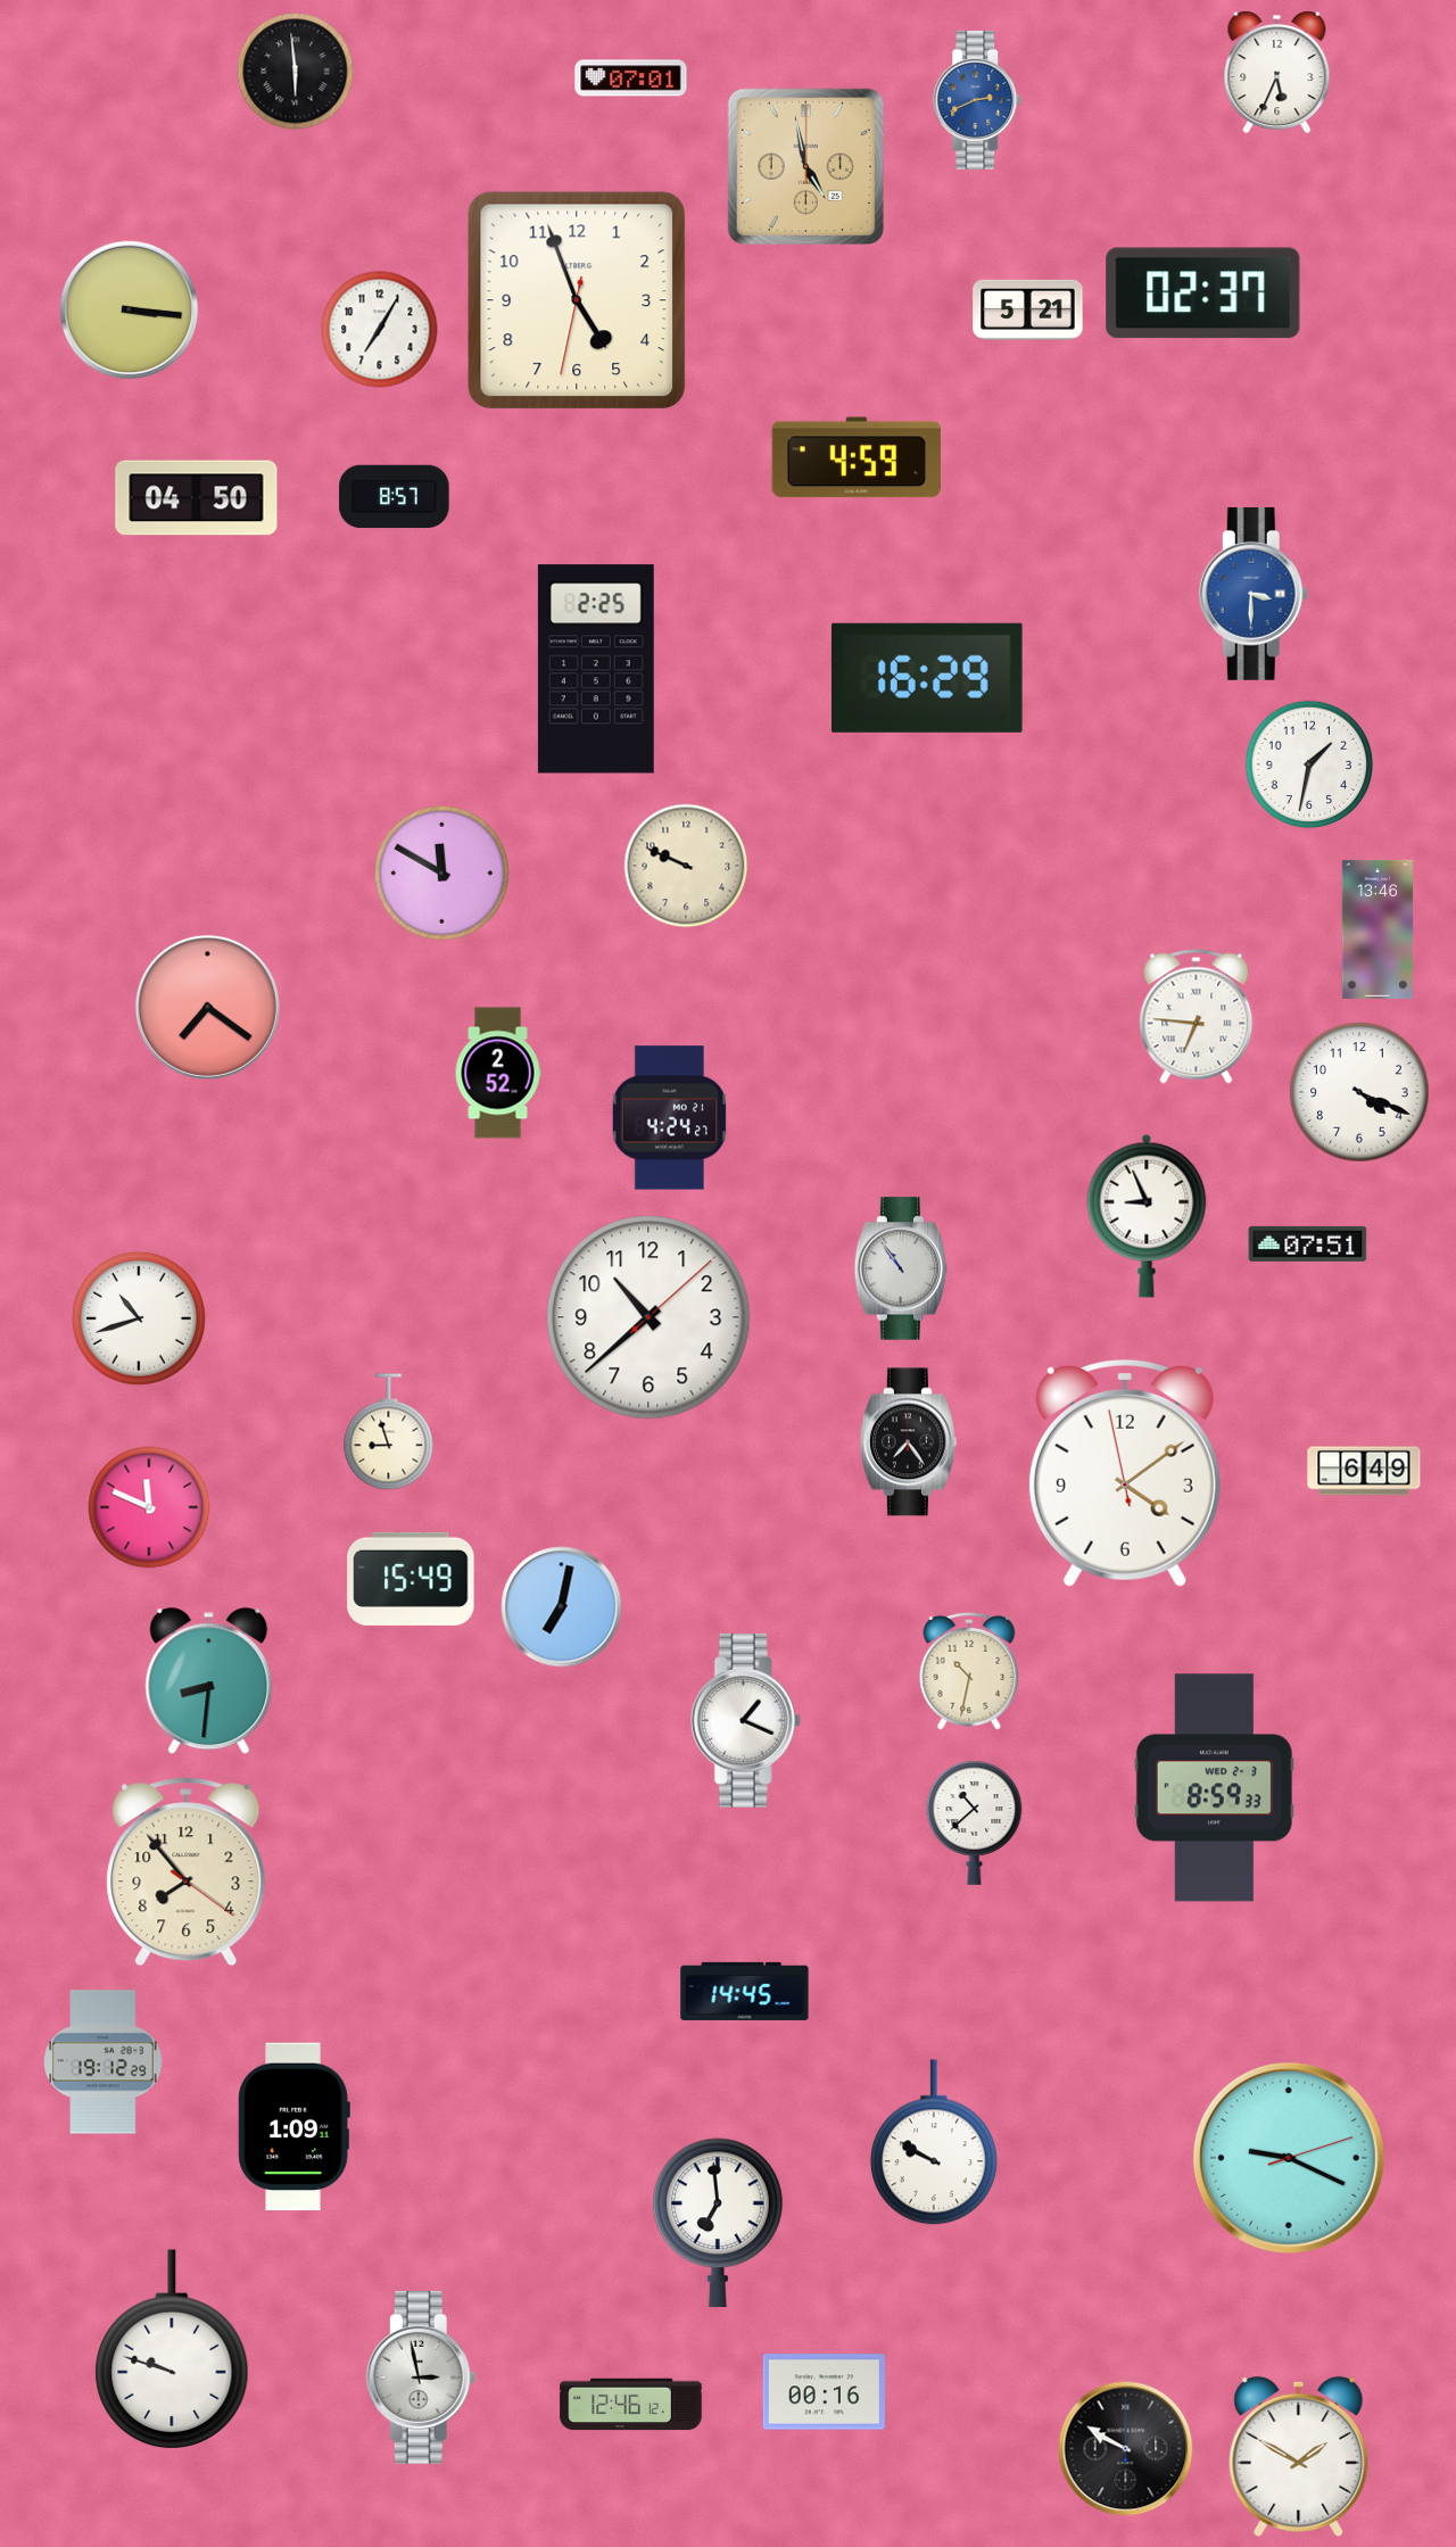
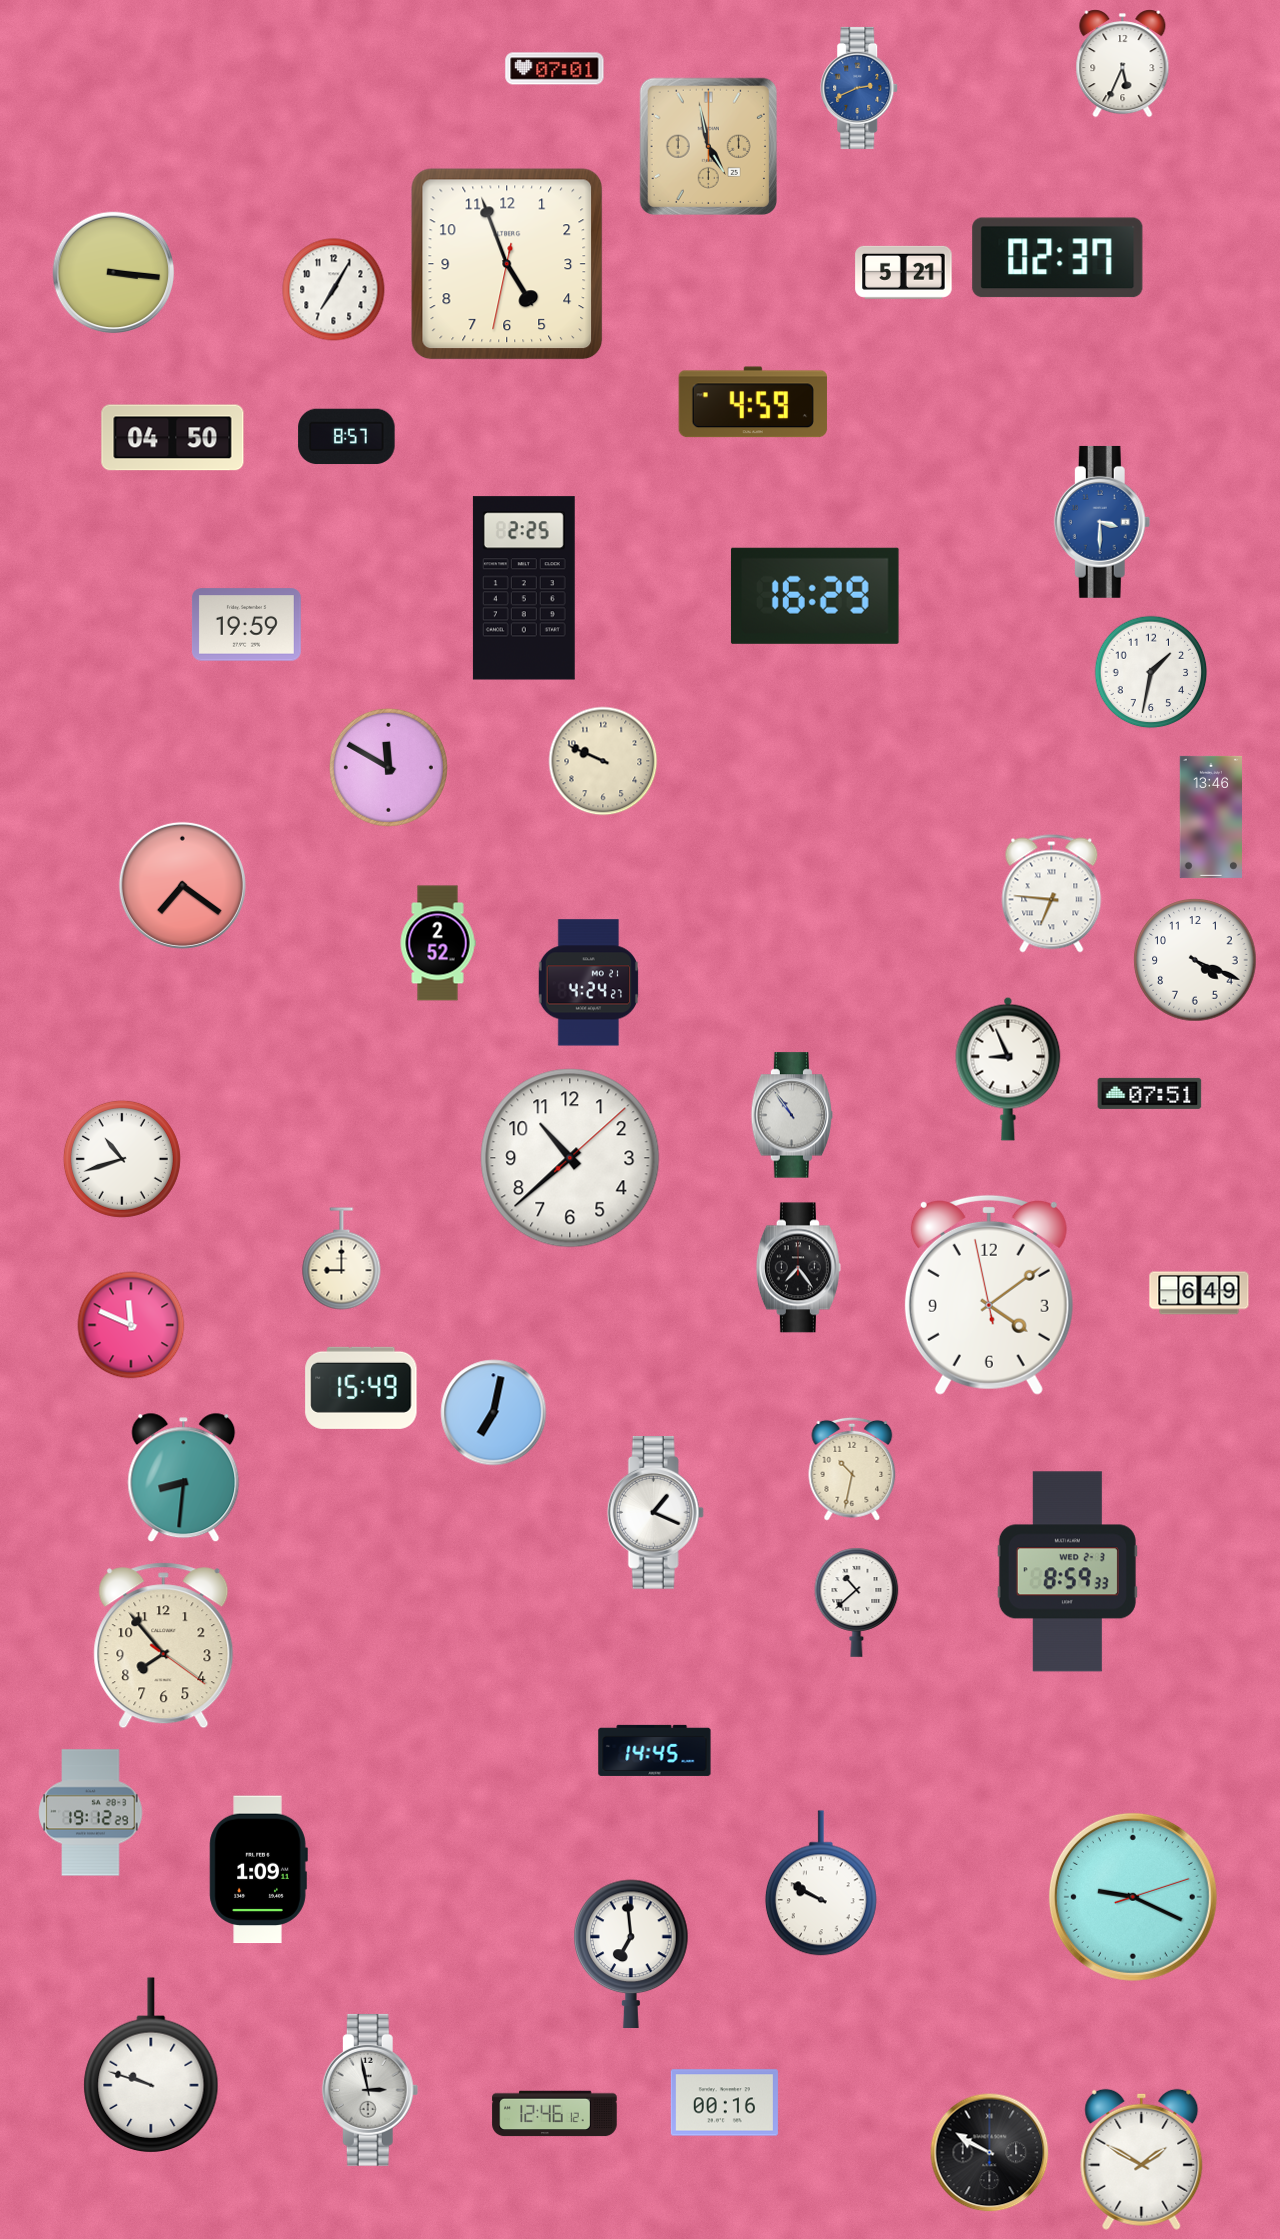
clock at (296, 72): 5:59 -> none
clock at (246, 625): none -> 19:59
clock at (389, 1432): 8:57 -> 9:00
